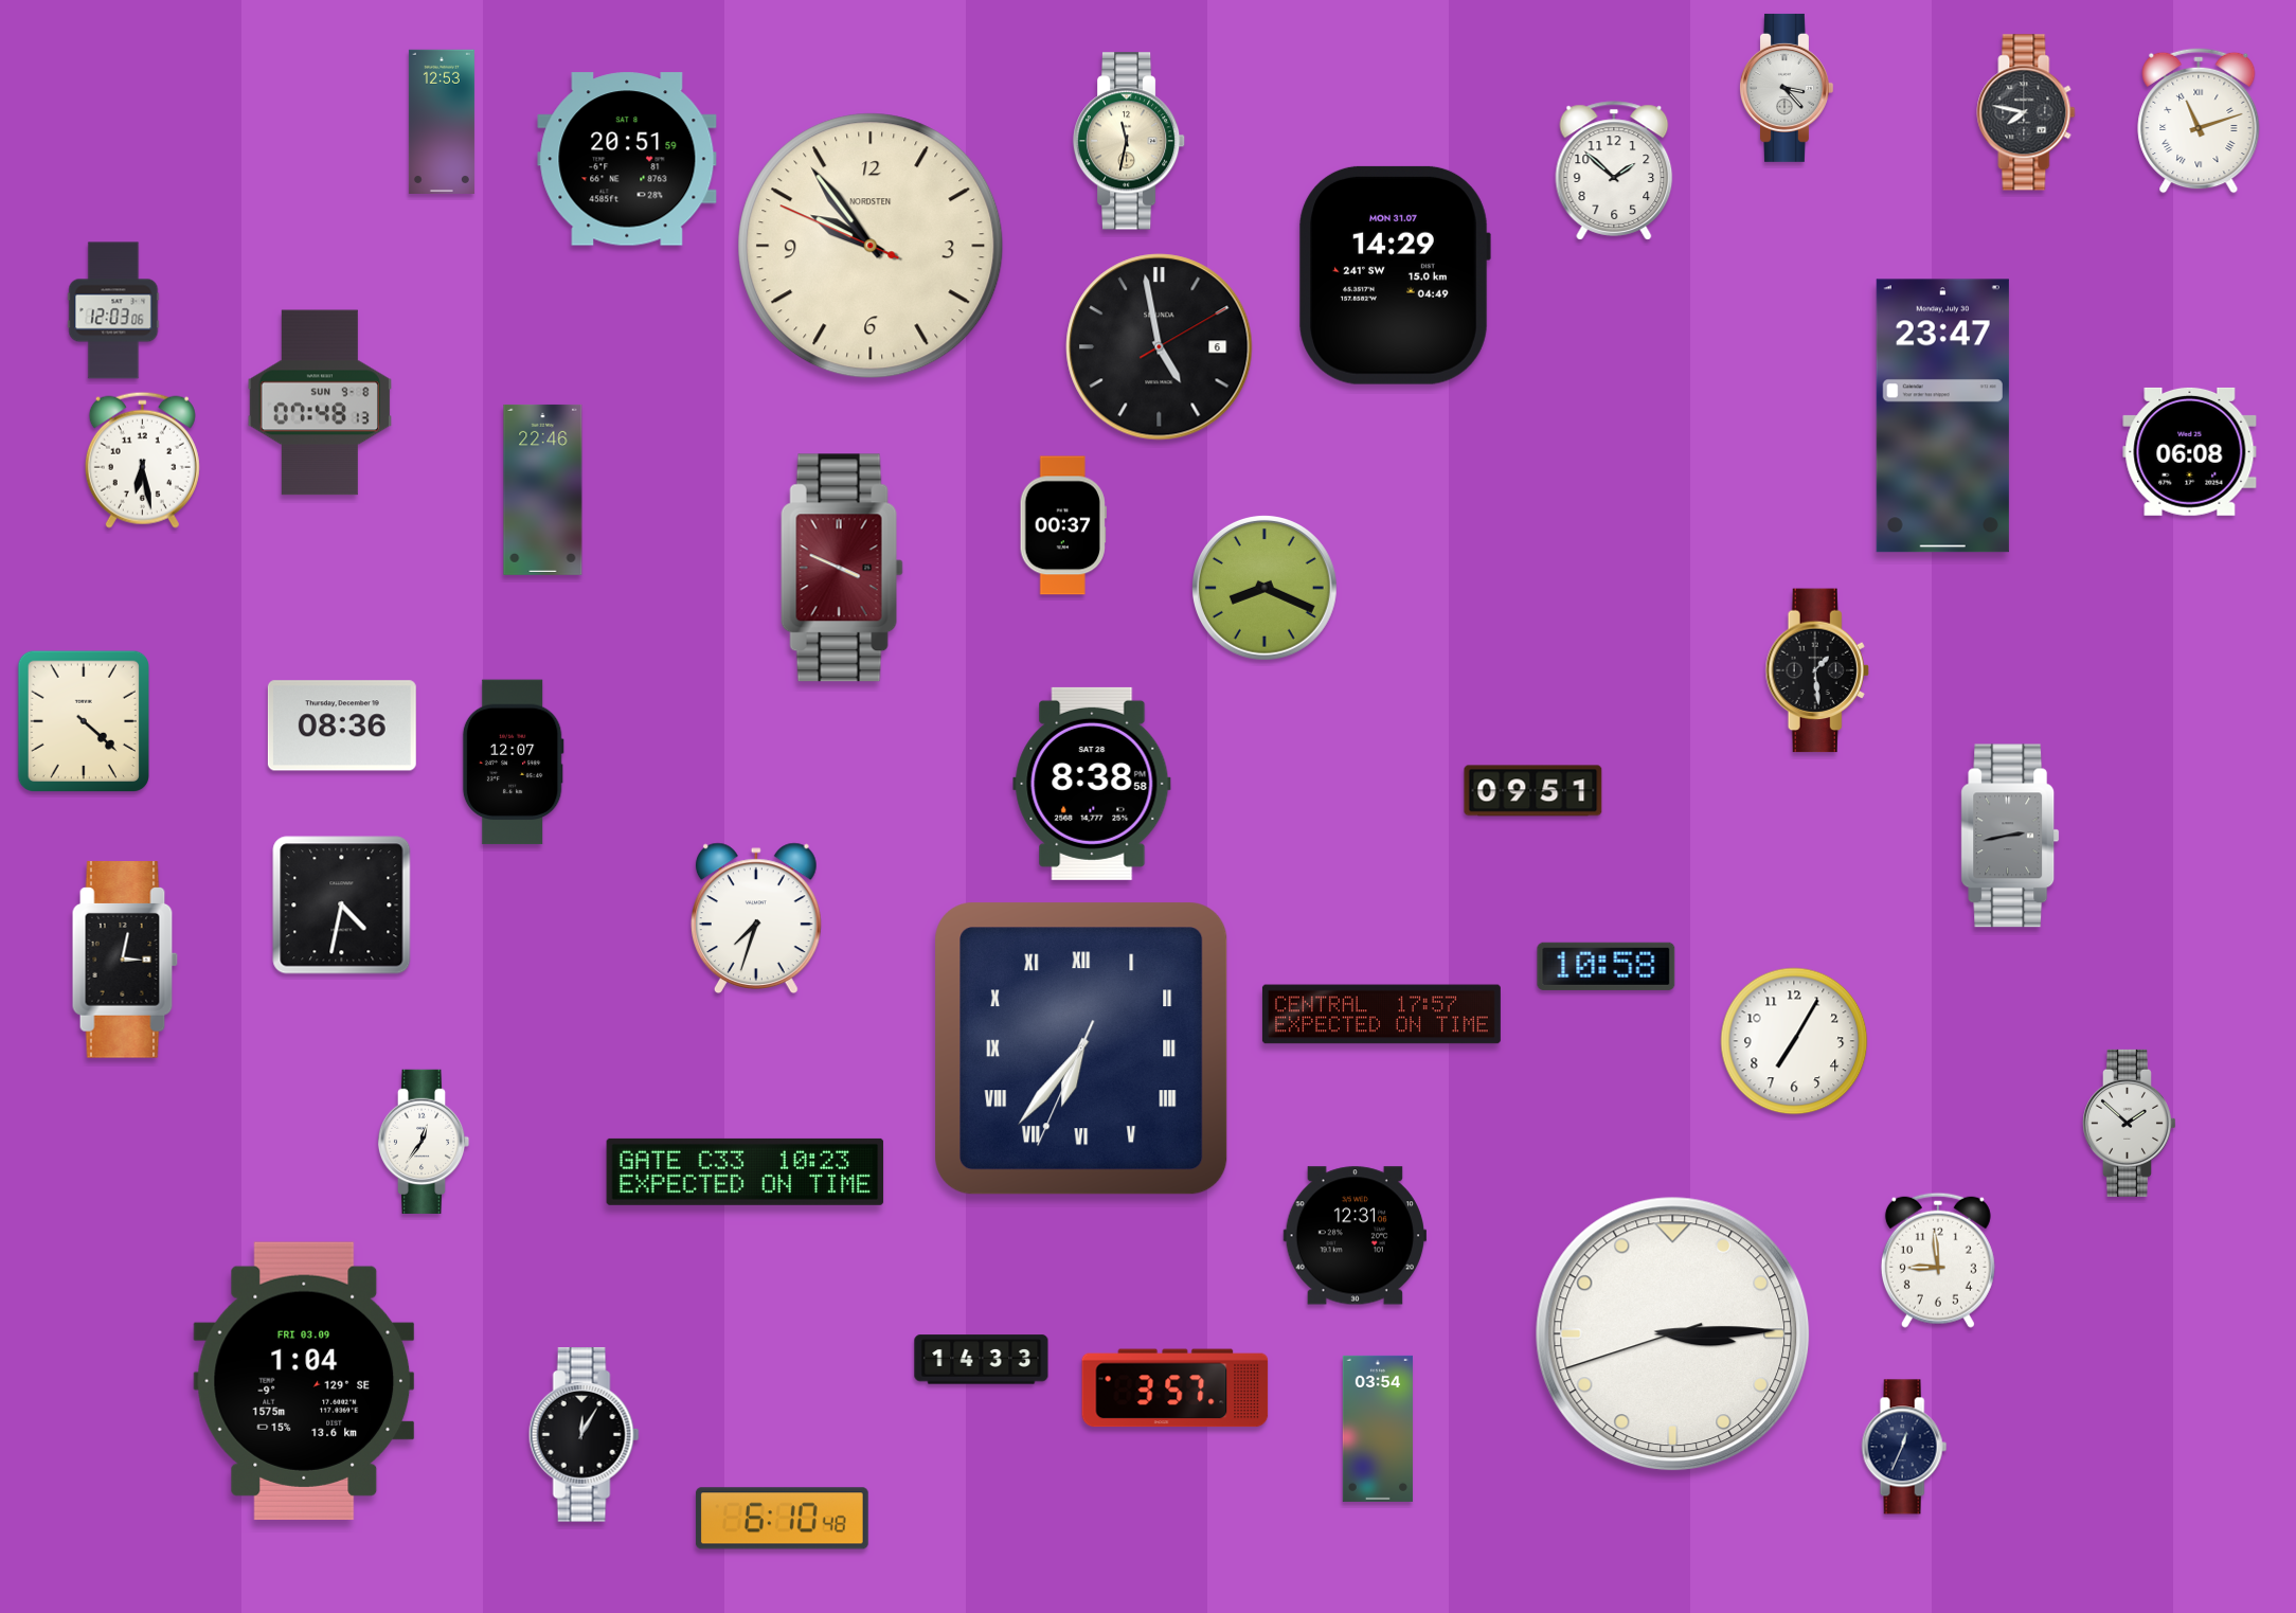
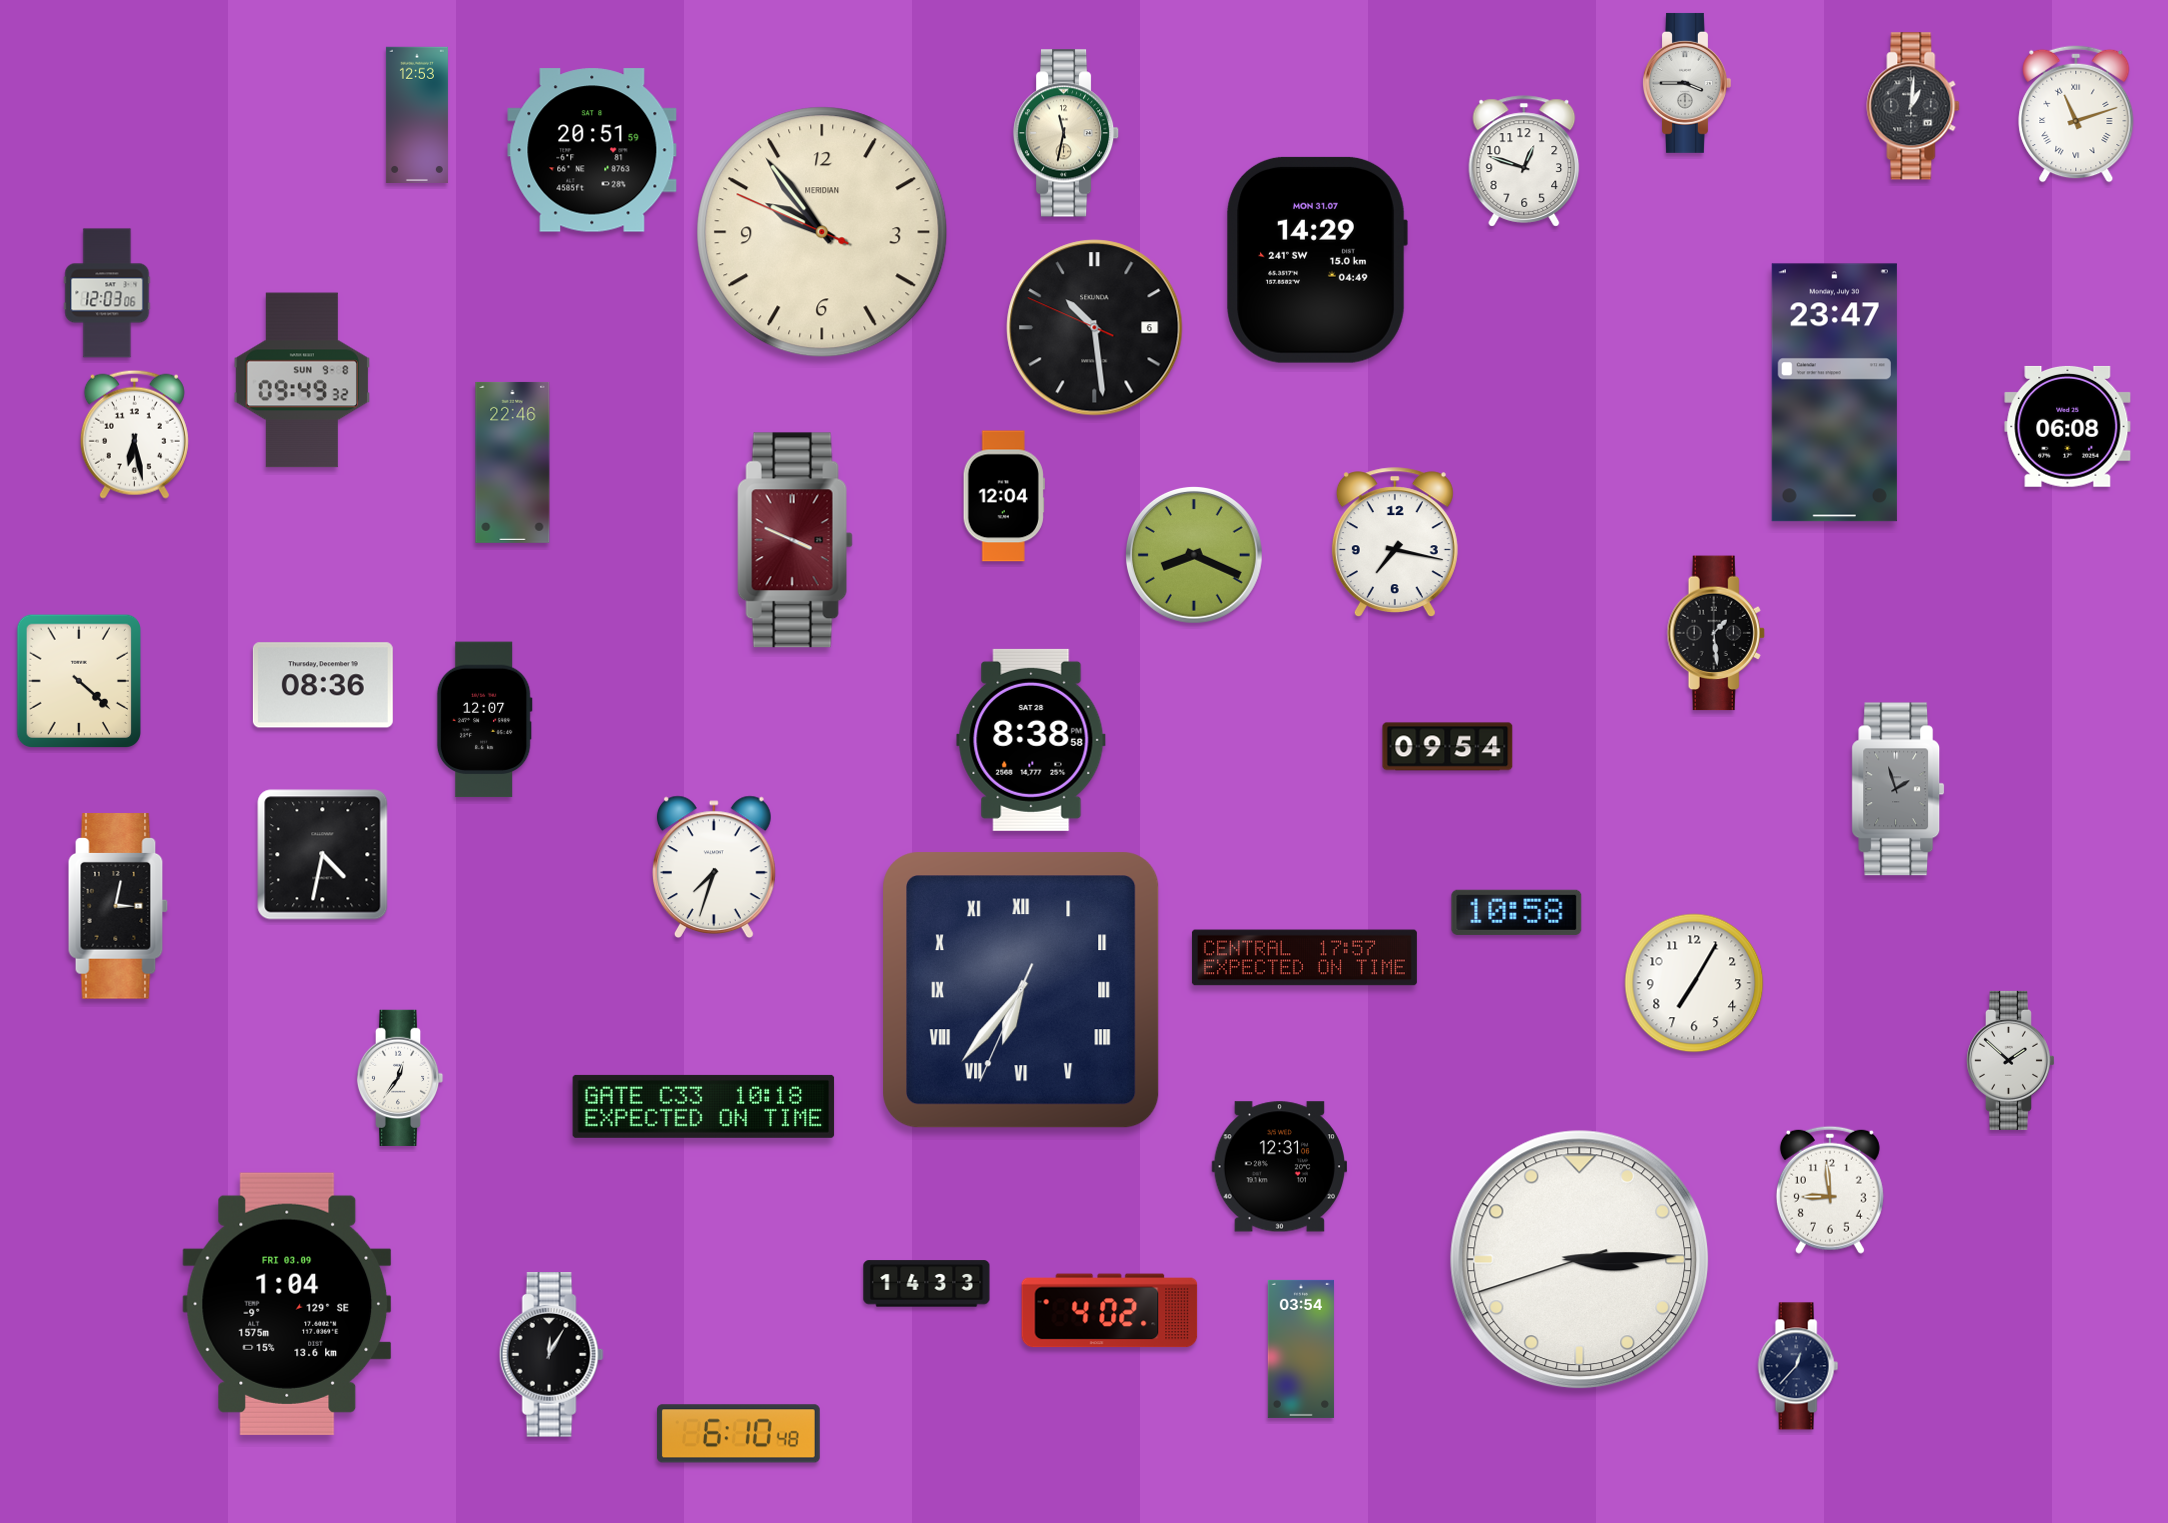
clock at (1787, 88): 3:23 -> 3:45
clock at (2026, 112): 7:47 -> 1:01
clock at (1614, 171): 1:52 -> 12:48
clock at (871, 246) brand: NORDSTEN -> MERIDIAN
clock at (1160, 347): 4:58 -> 10:28
clock at (320, 402): 07:48 -> 09:49
clock at (1063, 525): 00:37 -> 12:04
clock at (842, 568) position: (842, 568) -> (795, 540)
clock at (1395, 543): none -> 7:17
clock at (1533, 791): 09:51 -> 09:54
clock at (2010, 836): 2:43 -> 1:57
clock at (746, 1171): 10:23 -> 10:18
clock at (1176, 1388): 3:57 -> 4:02
clock at (1904, 1447): 12:34 -> 12:37
